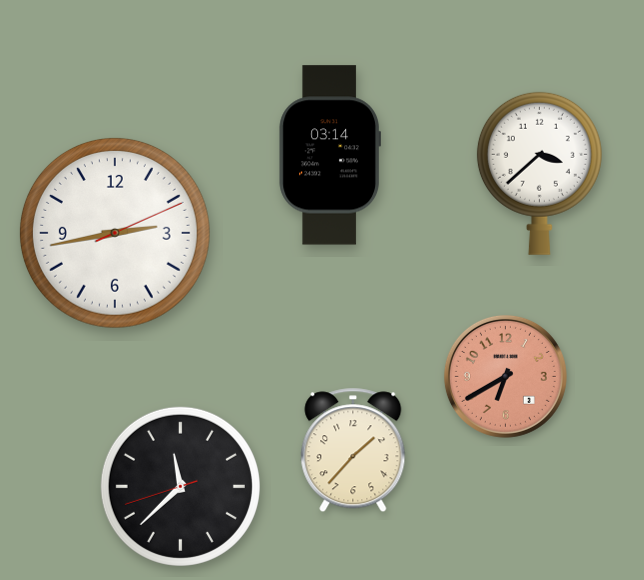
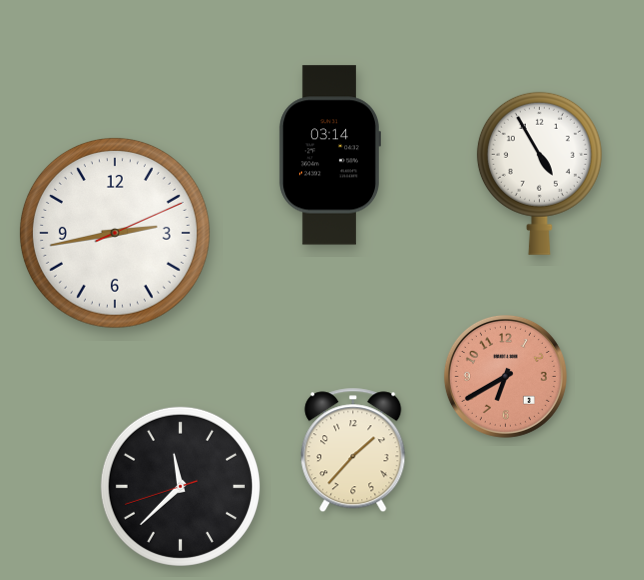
clock at (539, 173): 3:38 -> 4:55
